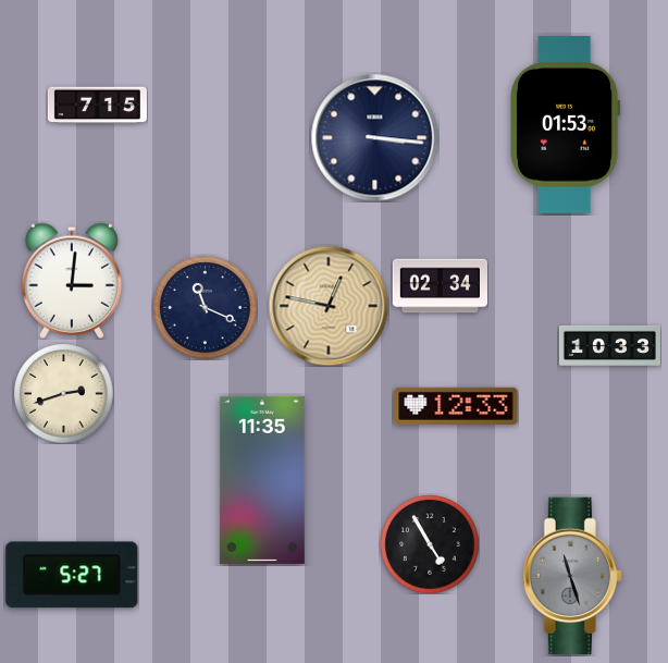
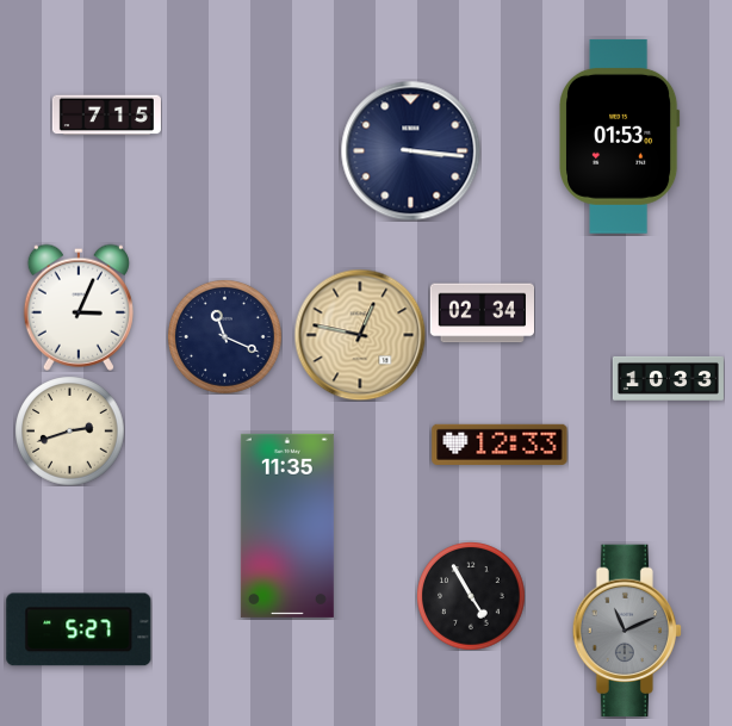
clock at (72, 281): 3:01 -> 3:04
clock at (571, 576): 11:27 -> 11:11
